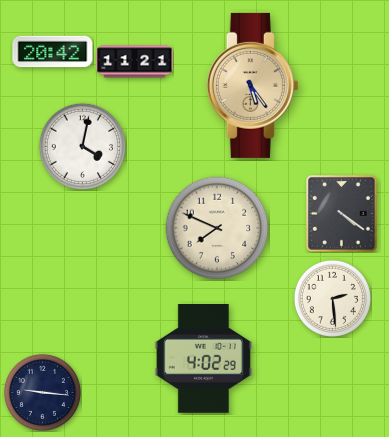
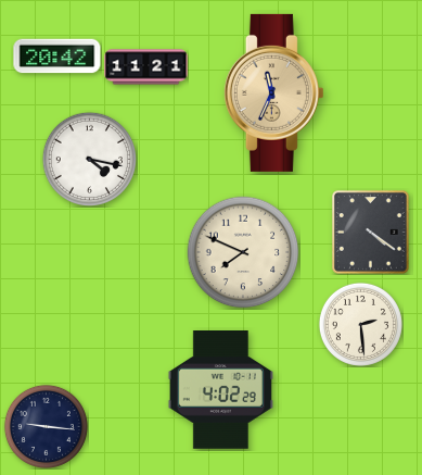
clock at (252, 85): 5:24 -> 11:34
clock at (82, 146): 4:02 -> 4:17
clock at (217, 228) position: (217, 228) -> (243, 252)
